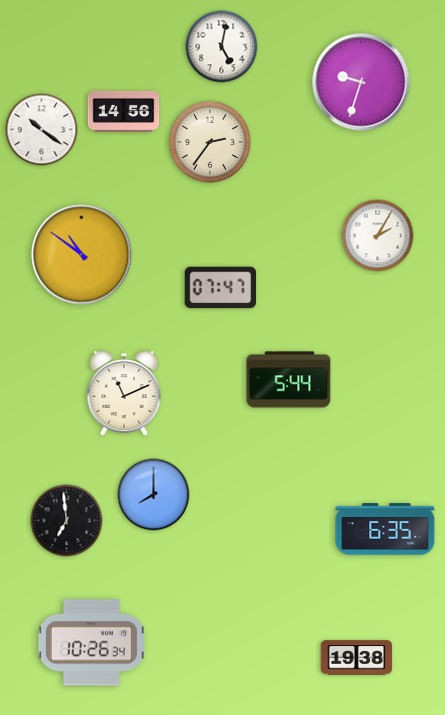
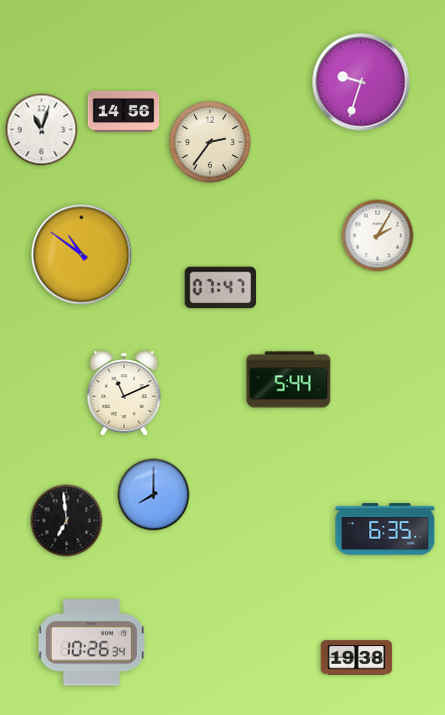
clock at (222, 47): 5:02 -> none
clock at (42, 130): 10:21 -> 11:03
